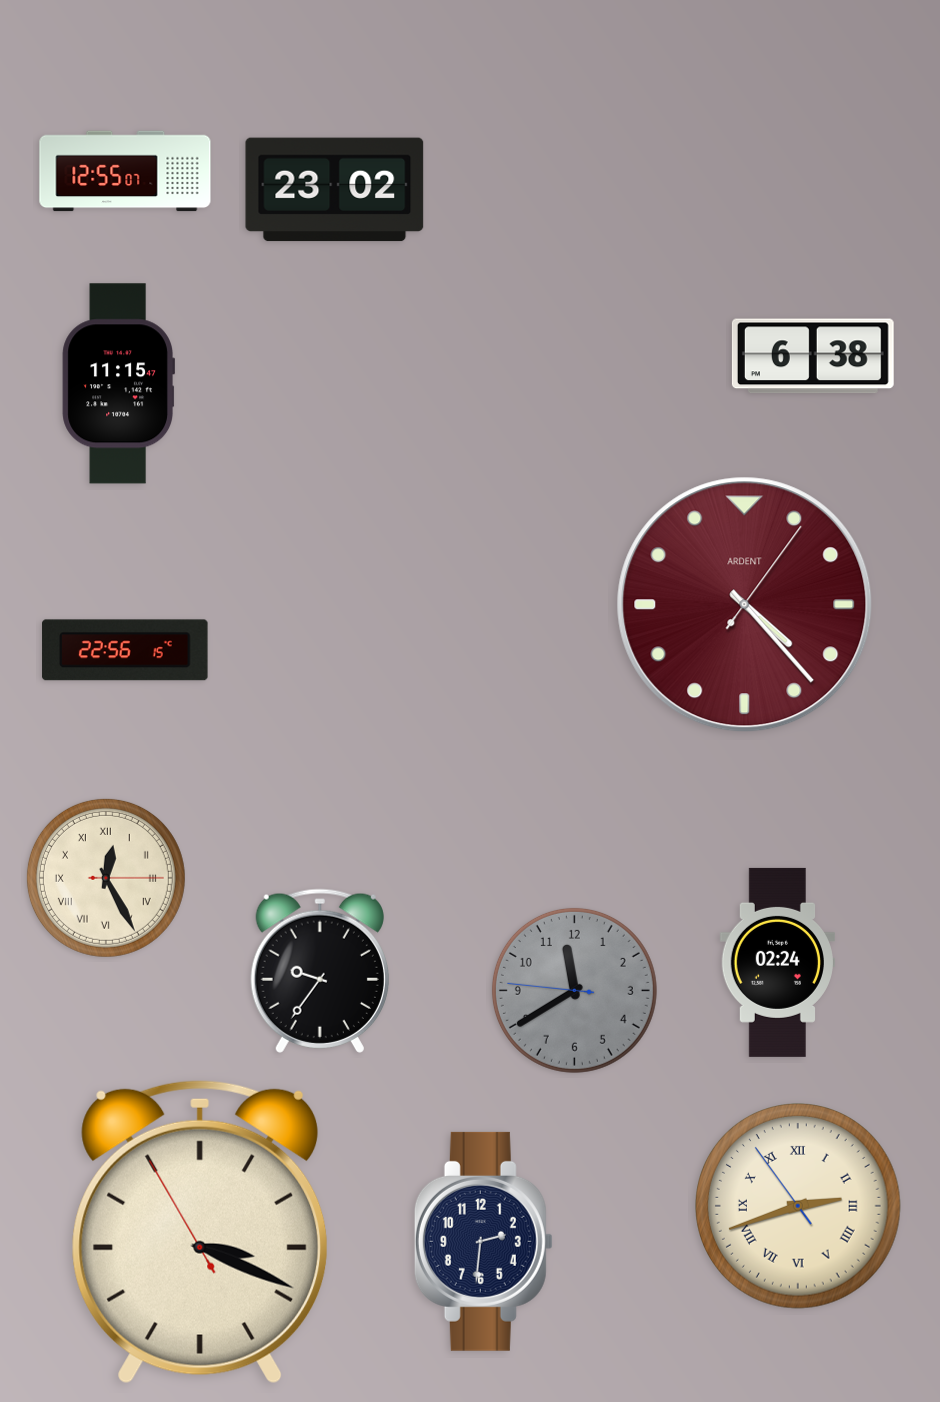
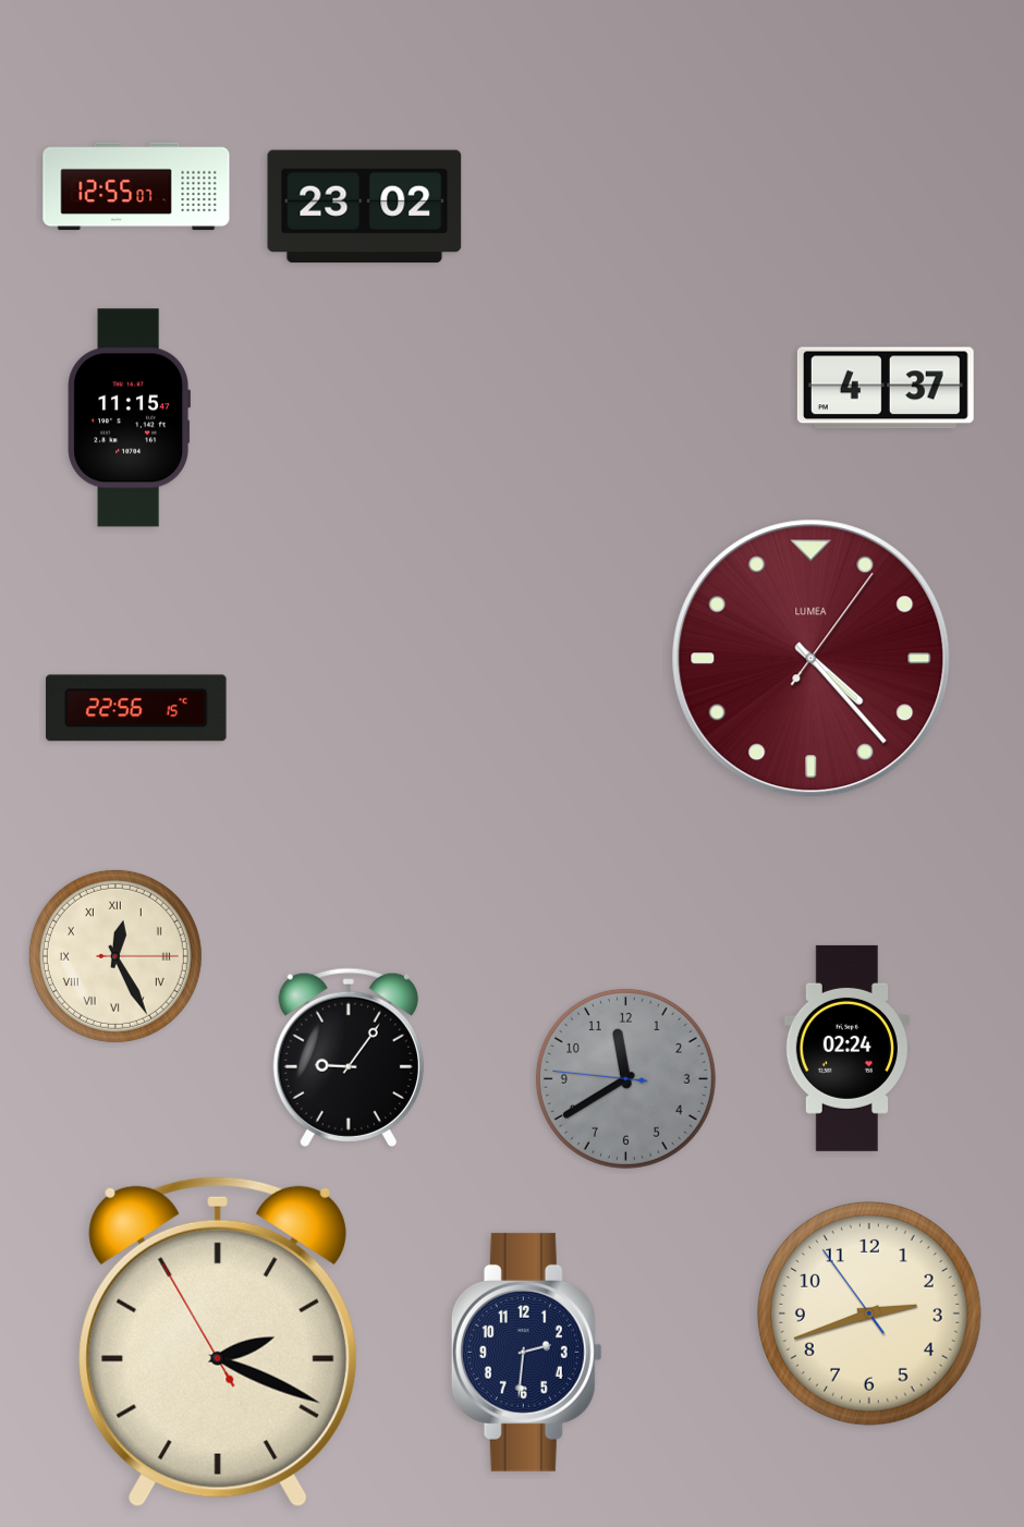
clock at (813, 356): 6:38 -> 4:37
clock at (745, 605) brand: ARDENT -> LUMEA
clock at (320, 971): 9:36 -> 9:06
clock at (799, 1207) numerals: Roman -> Arabic
clock at (200, 1232): 3:18 -> 2:18
